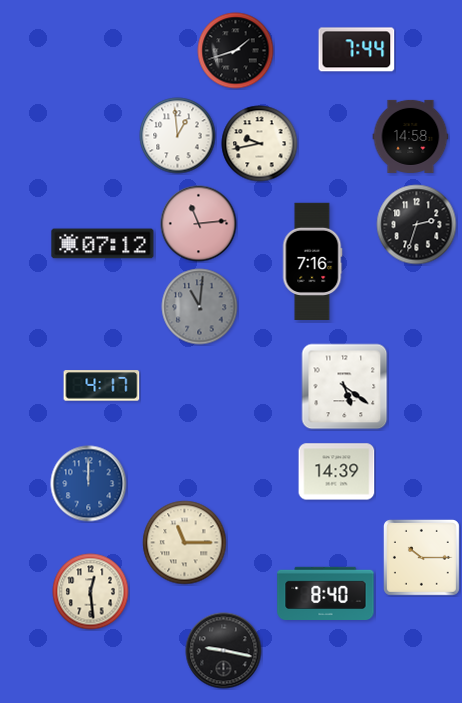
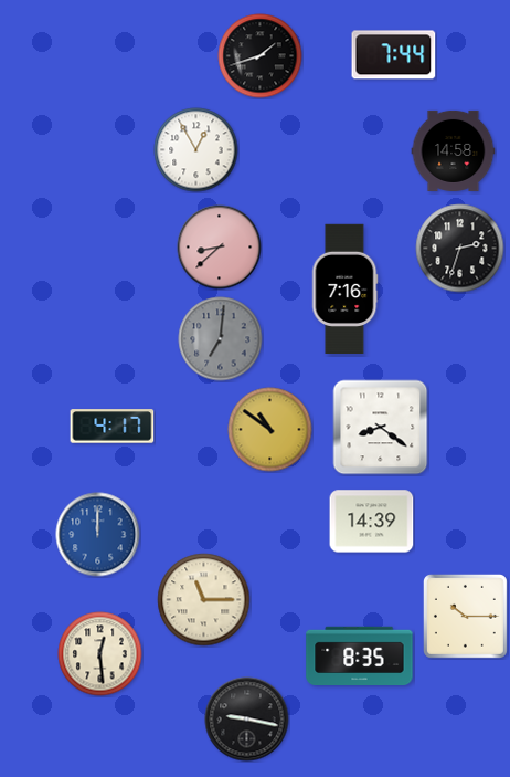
clock at (178, 136): 12:59 -> 12:55
clock at (260, 144): 9:43 -> none
clock at (199, 224): 11:14 -> 8:38
clock at (103, 244): 07:12 -> none
clock at (200, 307): 11:01 -> 7:01
clock at (345, 387): 5:21 -> 8:21
clock at (270, 430): none -> 10:51
clock at (326, 593): 8:40 -> 8:35
